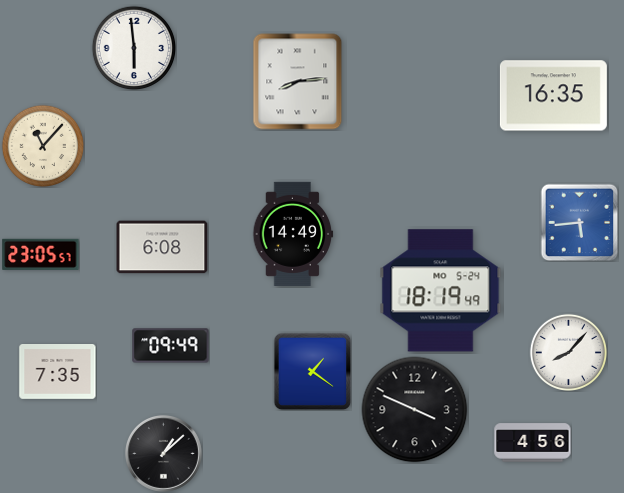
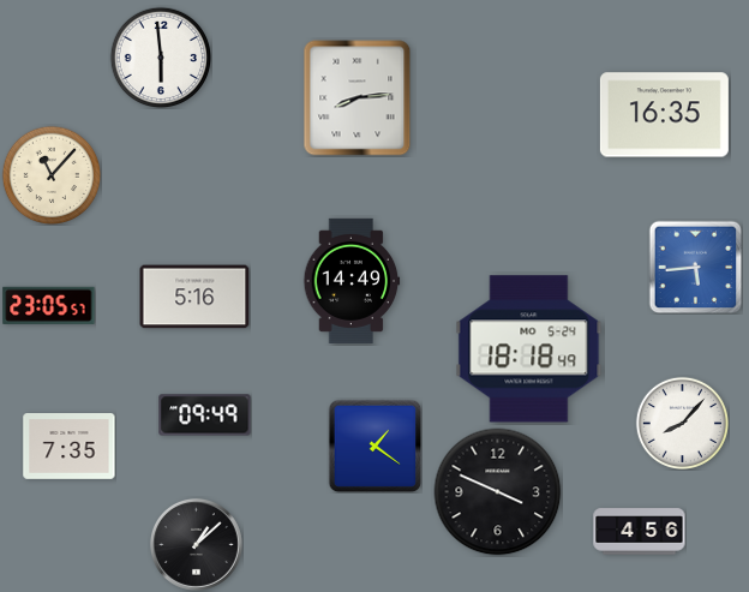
clock at (162, 247): 6:08 -> 5:16
clock at (441, 291): 18:19 -> 18:18
